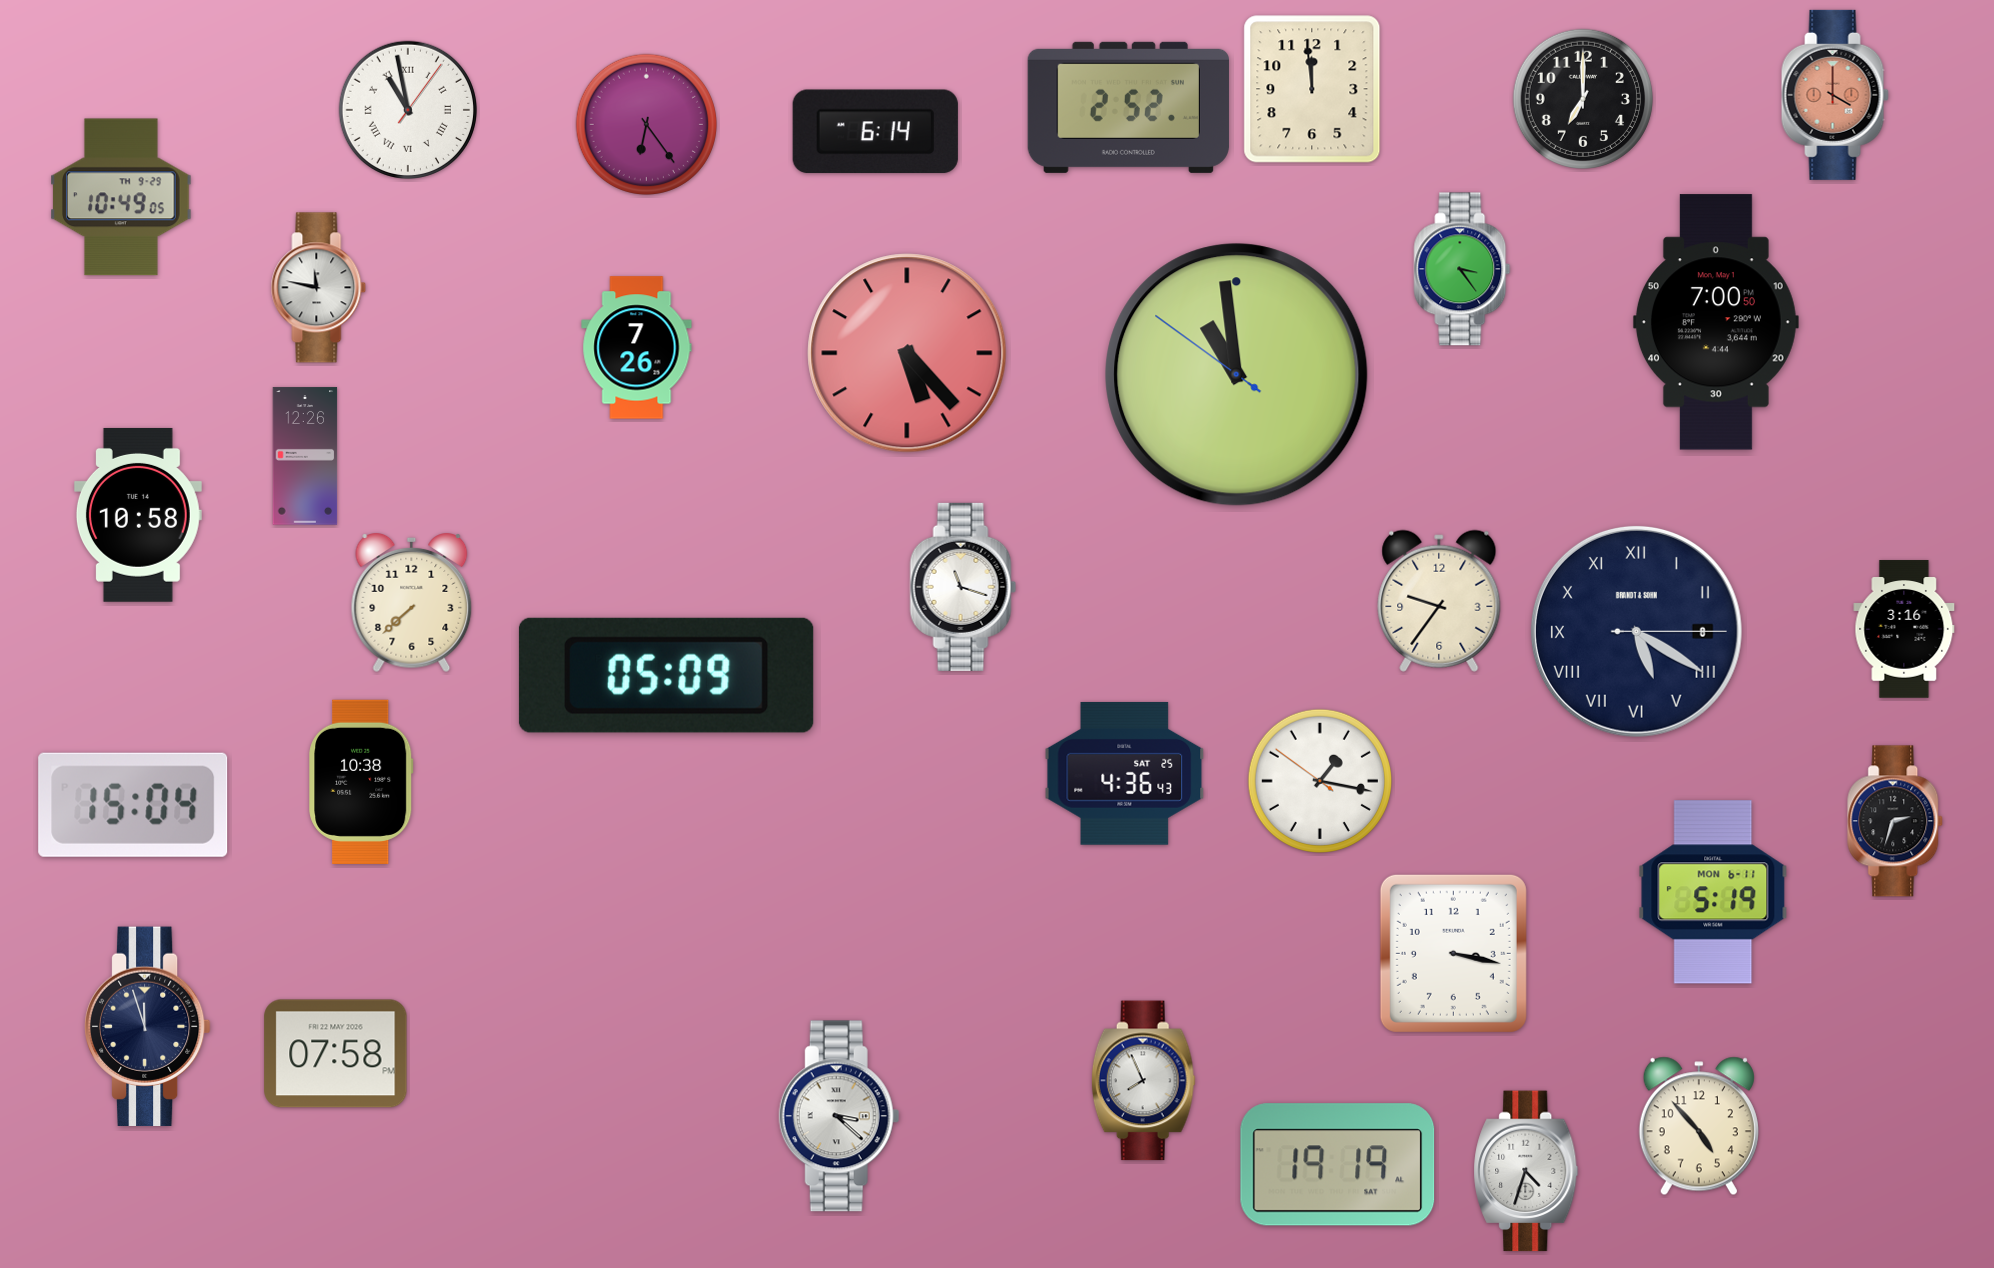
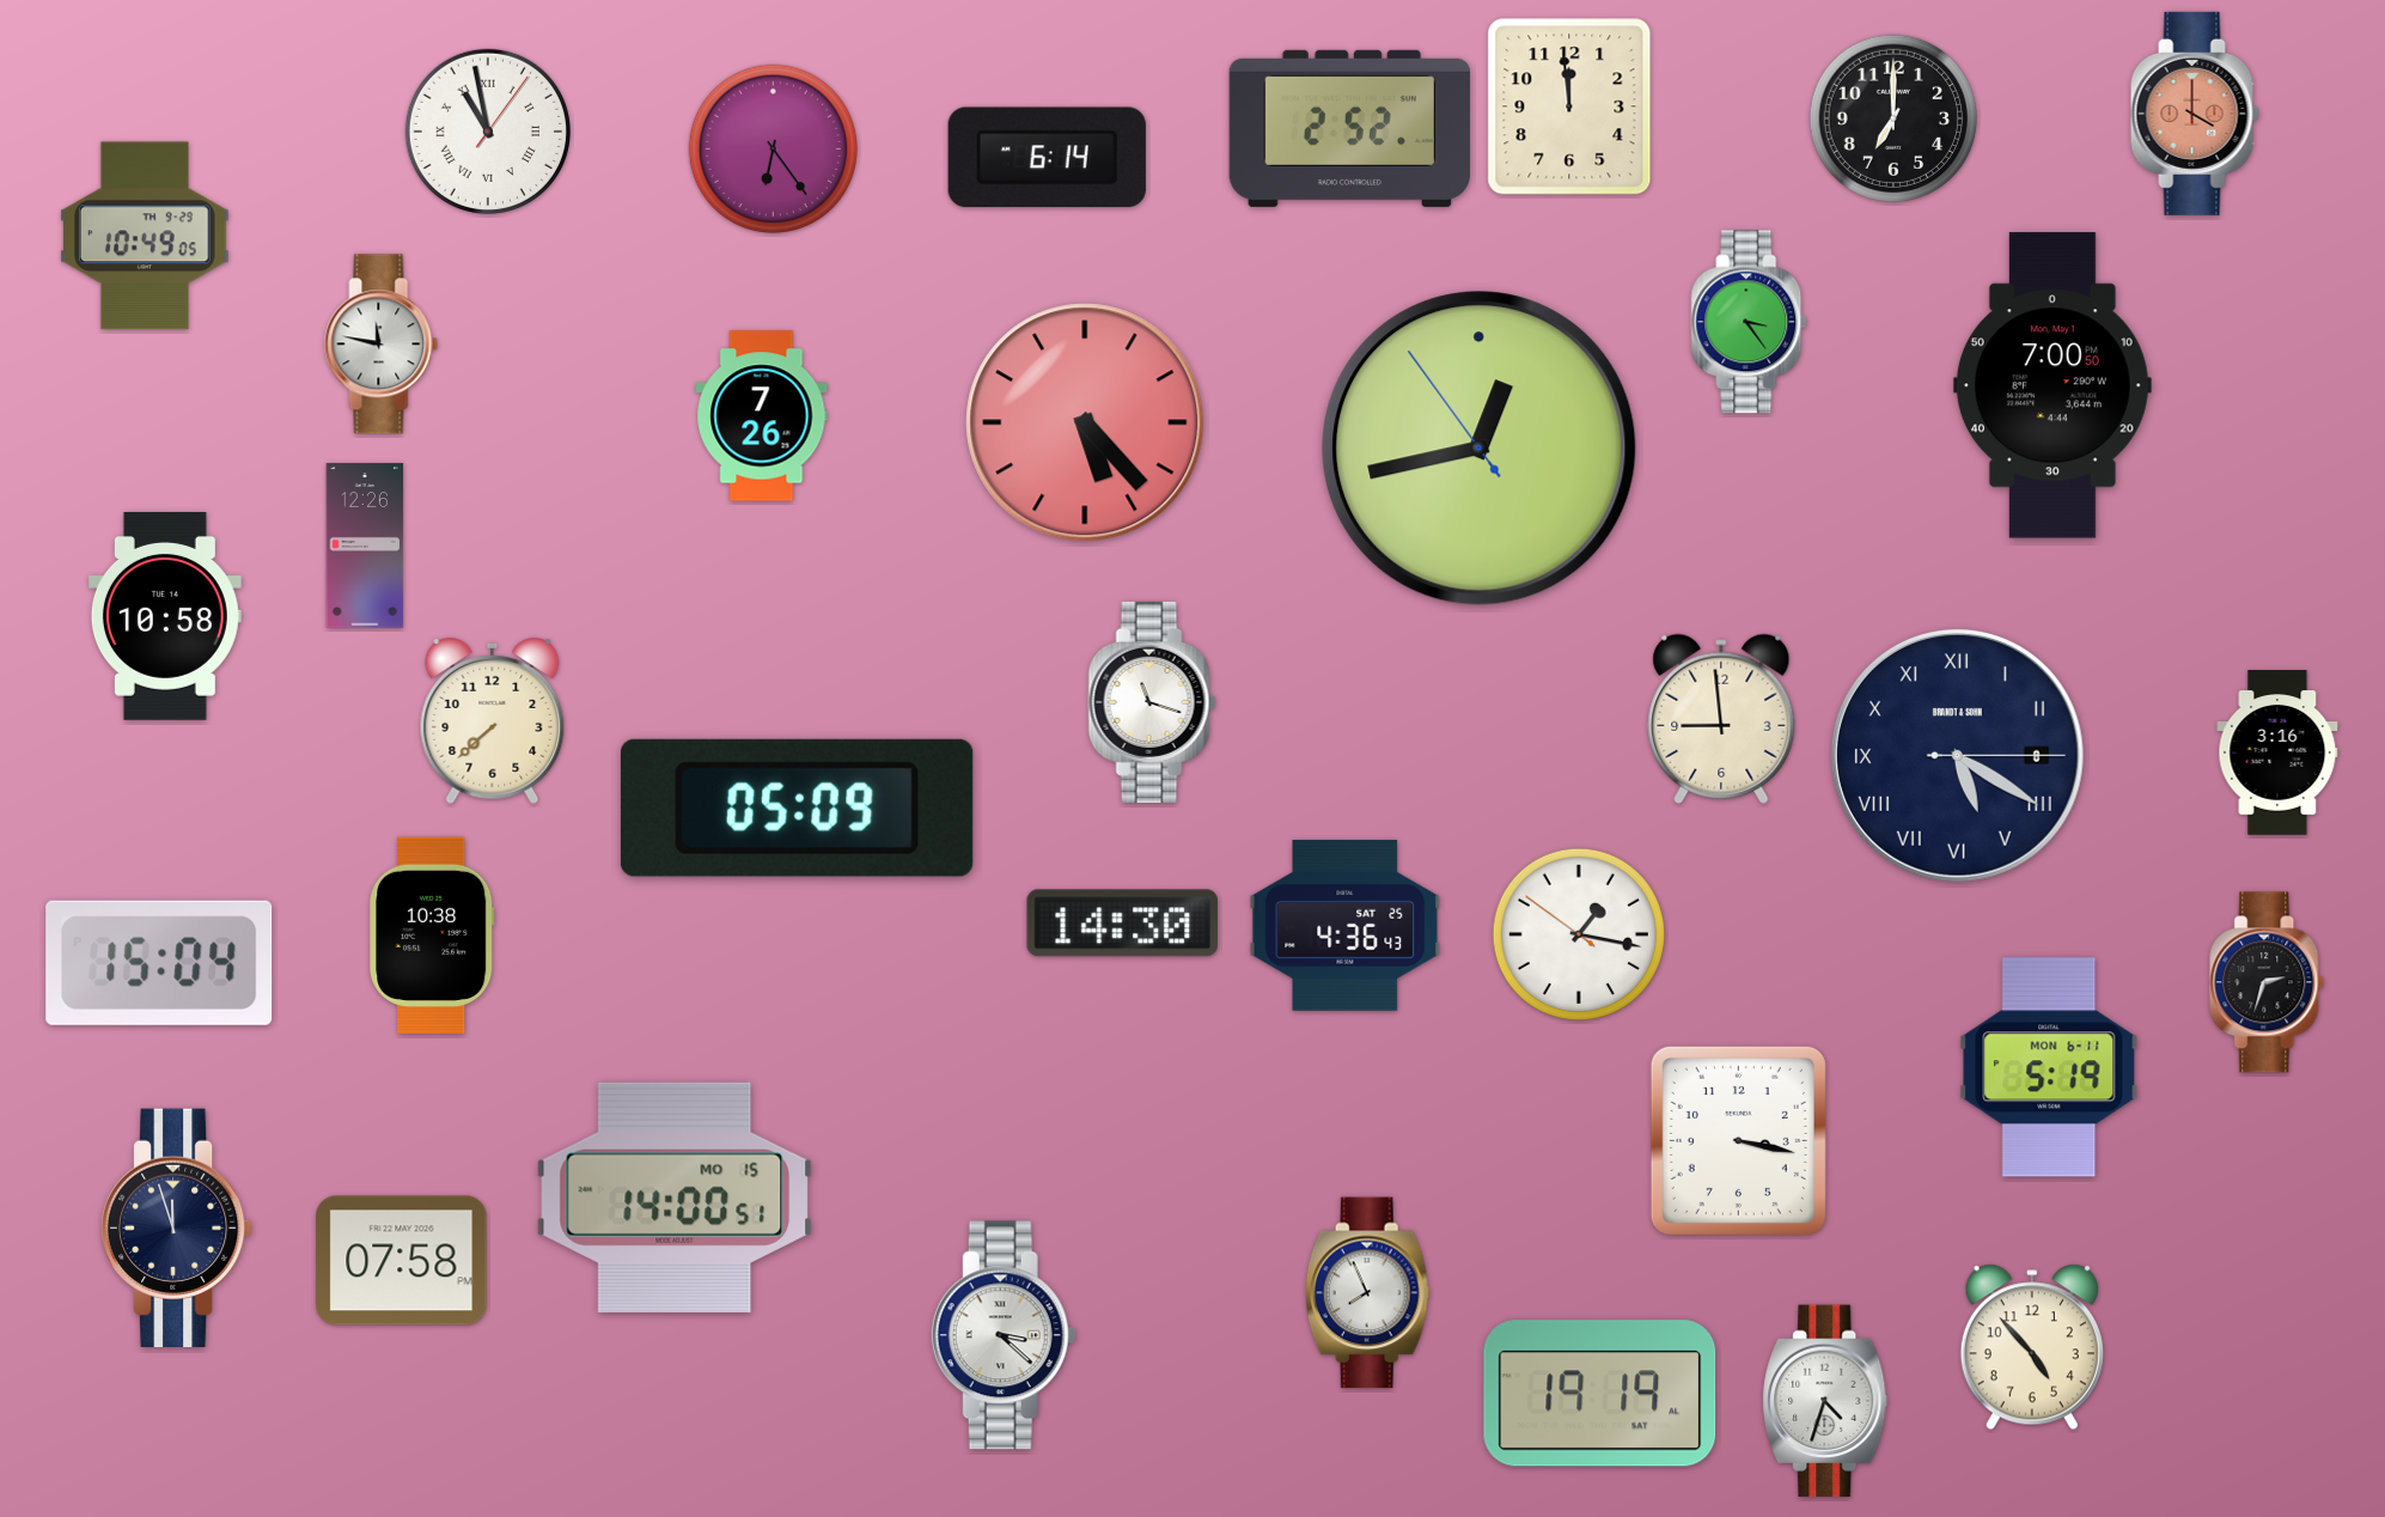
clock at (1237, 375): 10:58 -> 12:42
clock at (1439, 601): 9:36 -> 8:59
clock at (1123, 924): none -> 14:30
clock at (675, 1198): none -> 14:00
